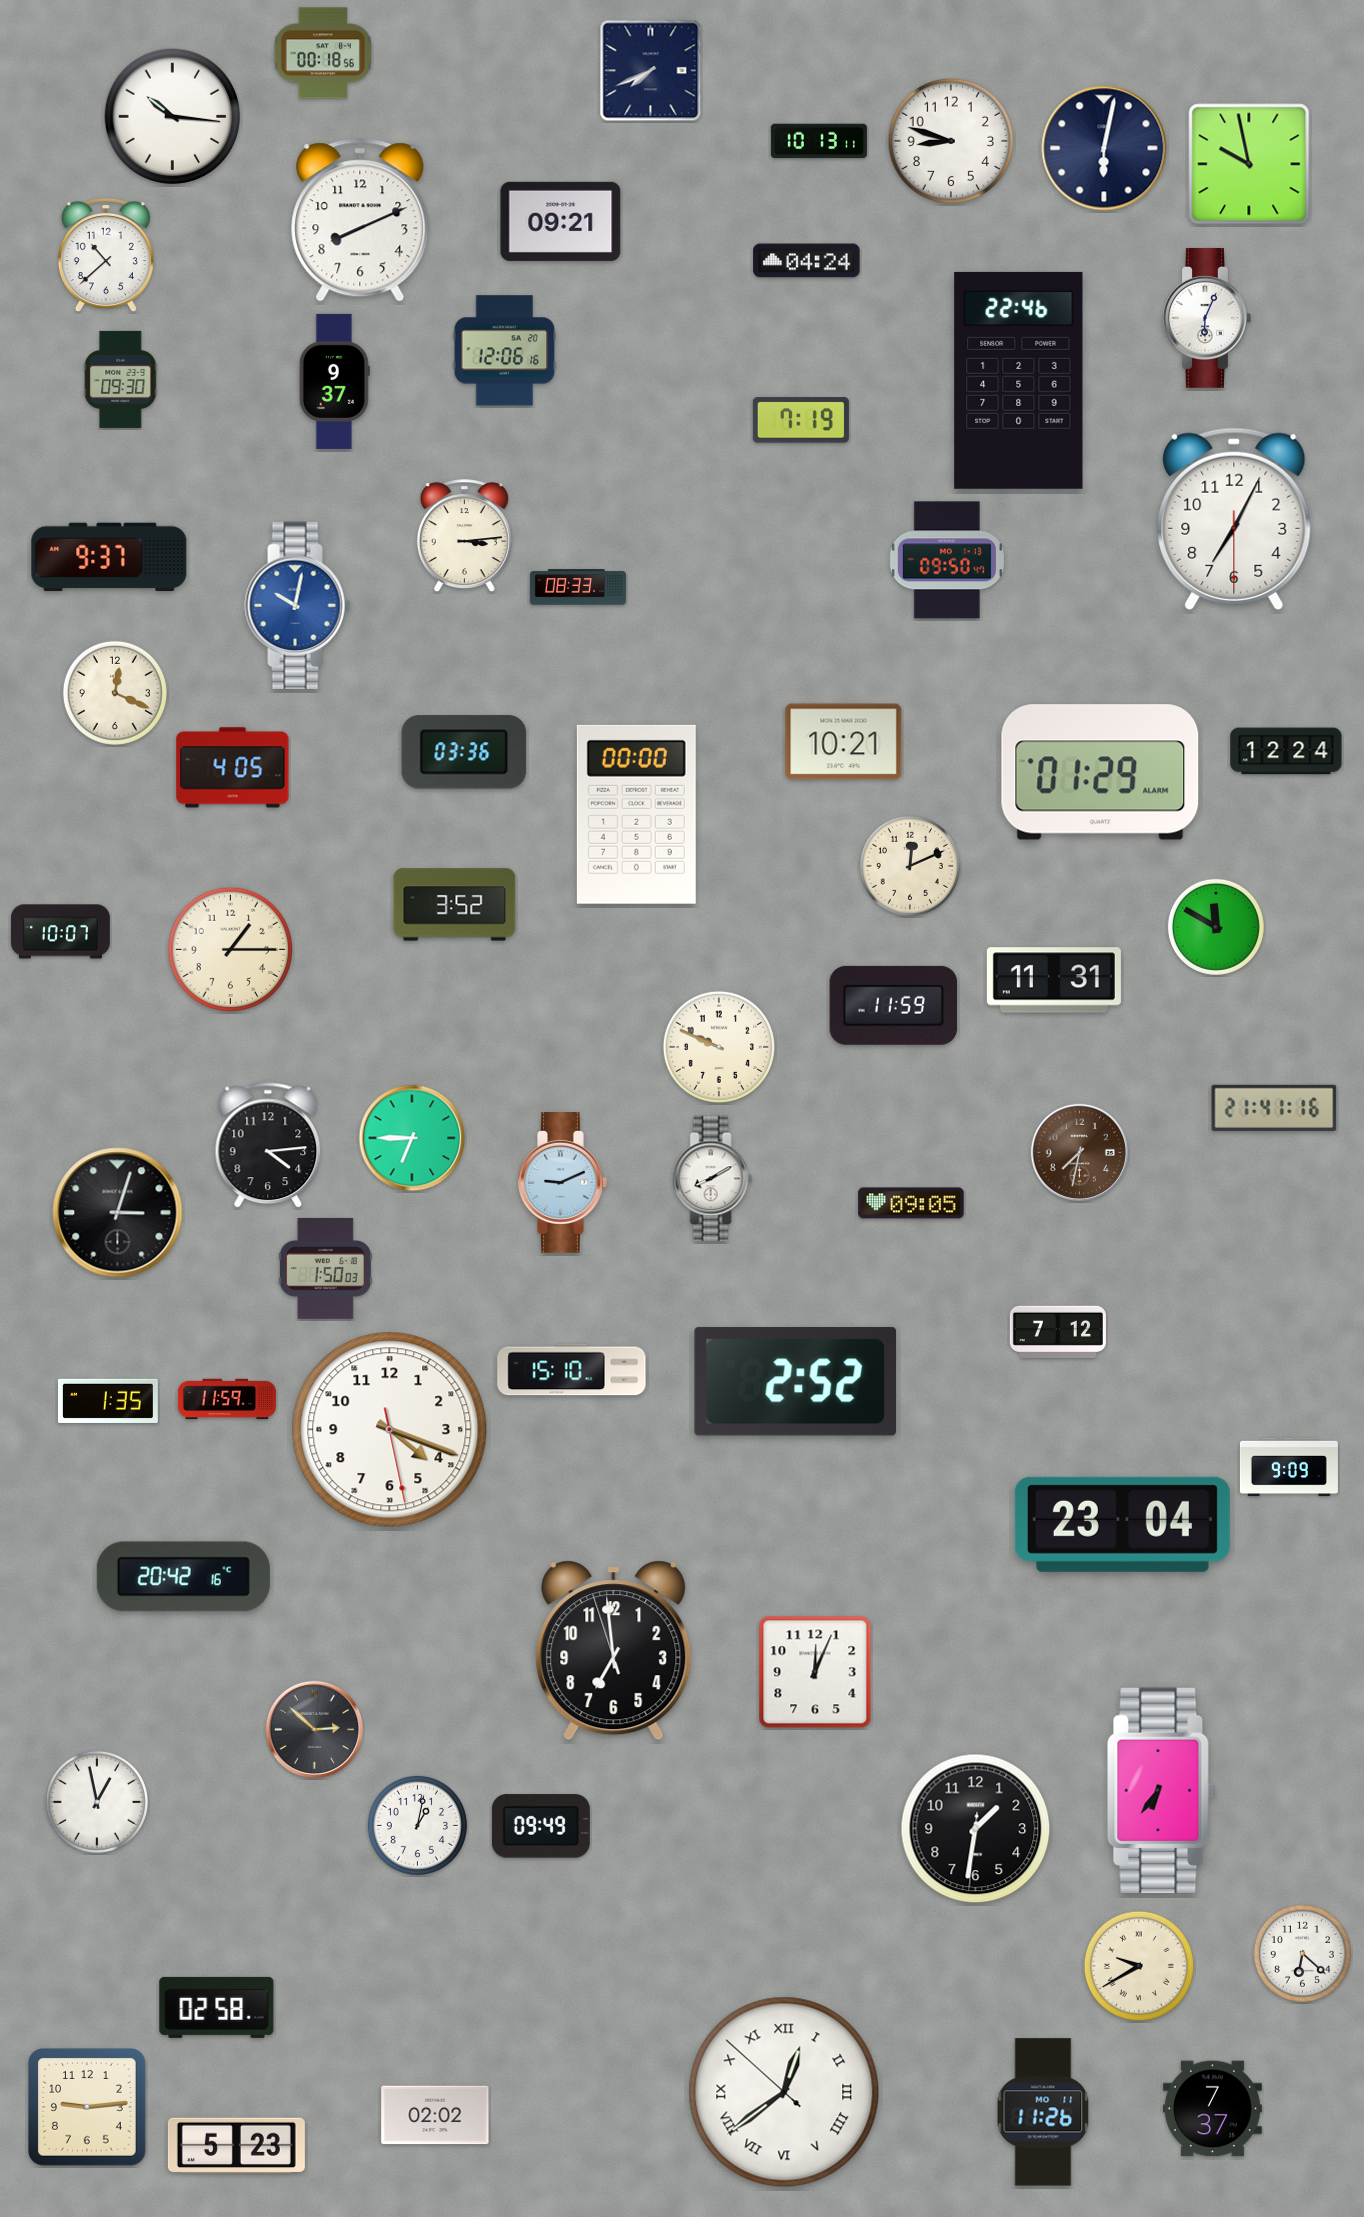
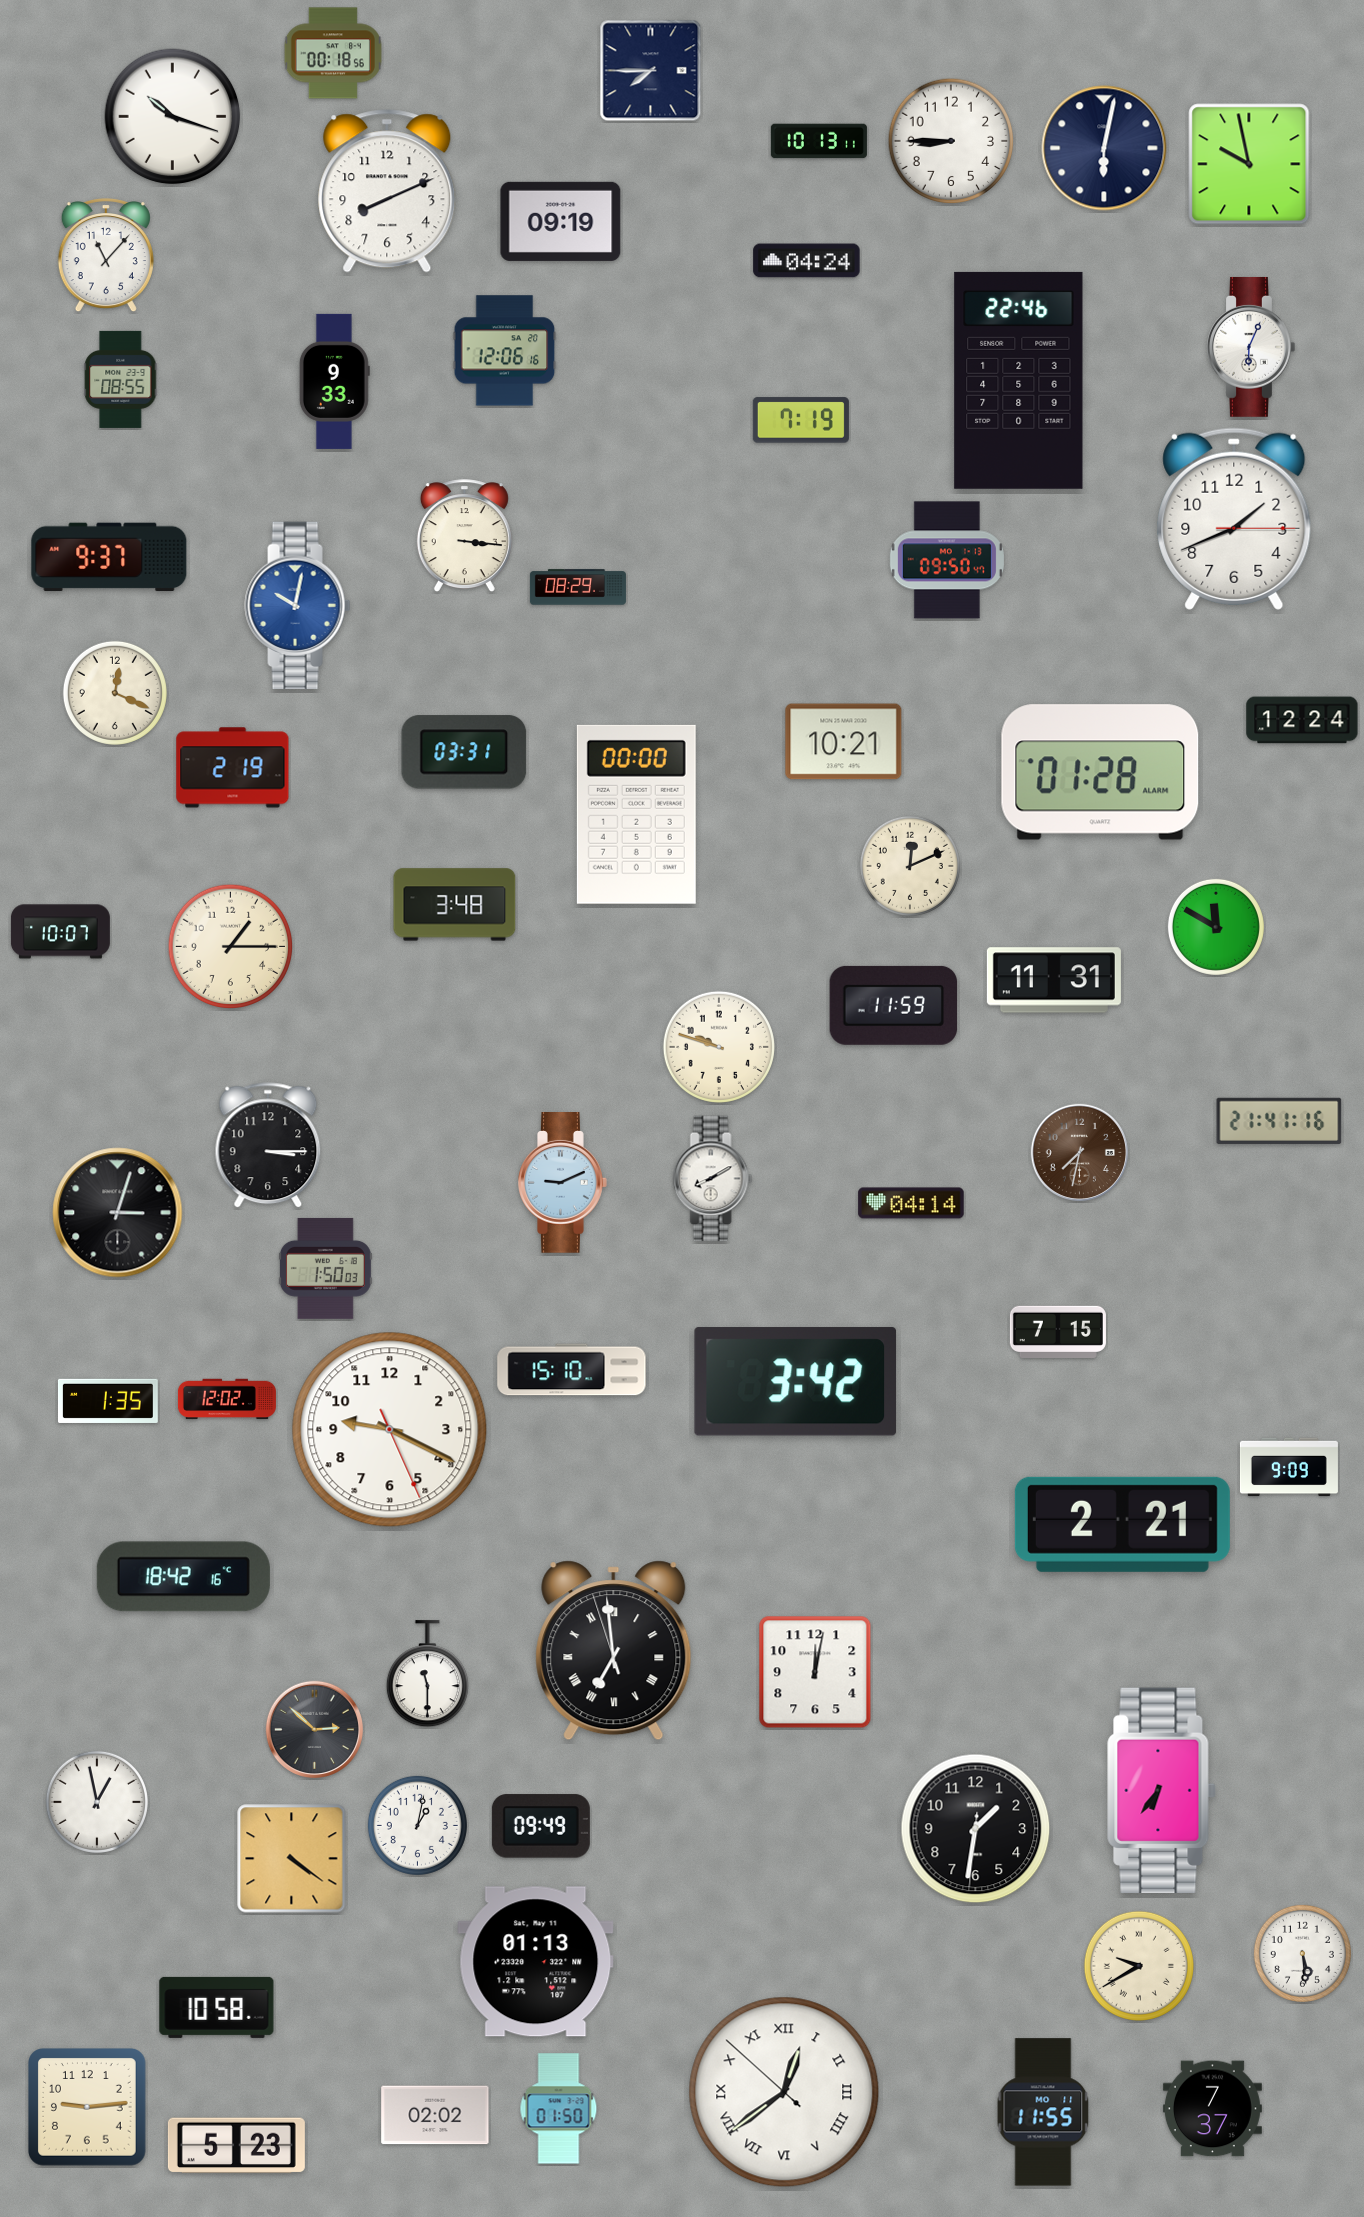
clock at (323, 53) position: (323, 53) -> (333, 53)
clock at (651, 71): 7:41 -> 7:45
clock at (173, 117): 10:16 -> 10:18
clock at (951, 141): 8:48 -> 8:45
clock at (360, 220) position: (360, 220) -> (387, 191)
clock at (561, 221): 09:21 -> 09:19
clock at (106, 256): 10:38 -> 11:07
clock at (1207, 318) position: (1207, 318) -> (1251, 347)
clock at (121, 379): 09:30 -> 08:55
clock at (334, 381): 9:37 -> 9:33
clock at (1234, 519): 7:04 -> 1:41
clock at (464, 536): 3:14 -> 3:16
clock at (578, 587): 08:33 -> 08:29
clock at (1286, 751) position: (1286, 751) -> (1302, 720)
clock at (464, 752): 03:36 -> 03:31
clock at (233, 768): 4:05 -> 2:19
clock at (1100, 772): 01:29 -> 01:28
clock at (455, 905): 3:52 -> 3:48
clock at (231, 950) position: (231, 950) -> (231, 947)
clock at (719, 1047): 9:49 -> 9:48
clock at (1274, 1108) position: (1274, 1108) -> (1279, 1121)
clock at (412, 1138): 6:45 -> none
clock at (268, 1146): 4:14 -> 3:15
clock at (911, 1203): 09:05 -> 04:14
clock at (1058, 1331): 7:12 -> 7:15
clock at (796, 1382): 2:52 -> 3:42
clock at (227, 1399): 11:59 -> 12:02
clock at (390, 1430): 4:18 -> 9:19
clock at (1122, 1524): 23:04 -> 2:21
clock at (183, 1577): 20:42 -> 18:42
clock at (614, 1651) numerals: Arabic -> Roman
clock at (815, 1672): 12:04 -> 12:02
clock at (427, 1674): none -> 11:30
clock at (292, 1859): none -> 4:21
clock at (1302, 1953): 6:22 -> 5:29
clock at (536, 1962): none -> 01:13
clock at (217, 2007): 02:58 -> 10:58
clock at (559, 2109): none -> 01:50
clock at (1043, 2112): 11:26 -> 11:55
